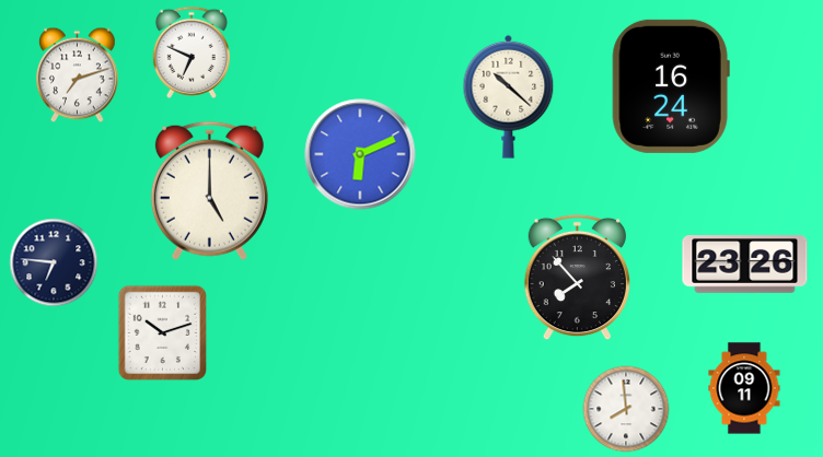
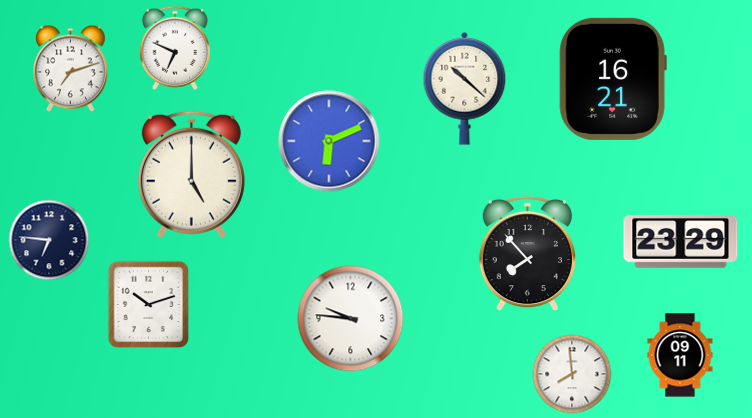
clock at (671, 86): 16:24 -> 16:21
clock at (745, 265): 23:26 -> 23:29
clock at (351, 319): none -> 9:46
